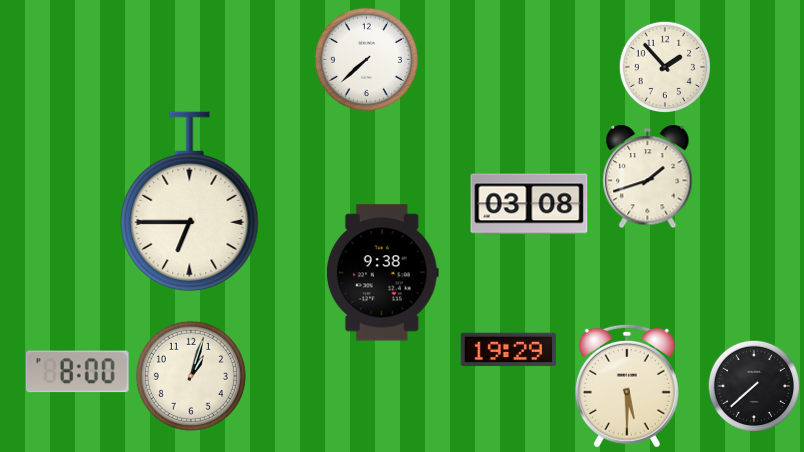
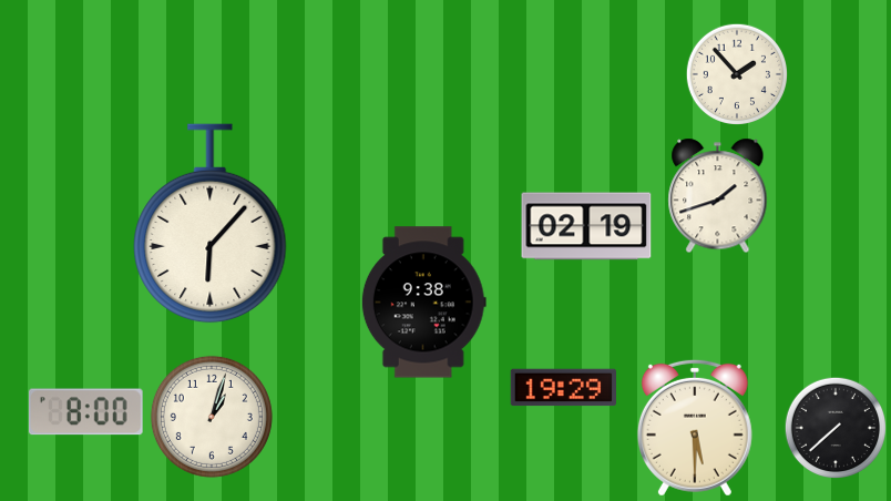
clock at (366, 59): 7:38 -> none
clock at (190, 202): 6:45 -> 6:07
clock at (529, 204): 03:08 -> 02:19
